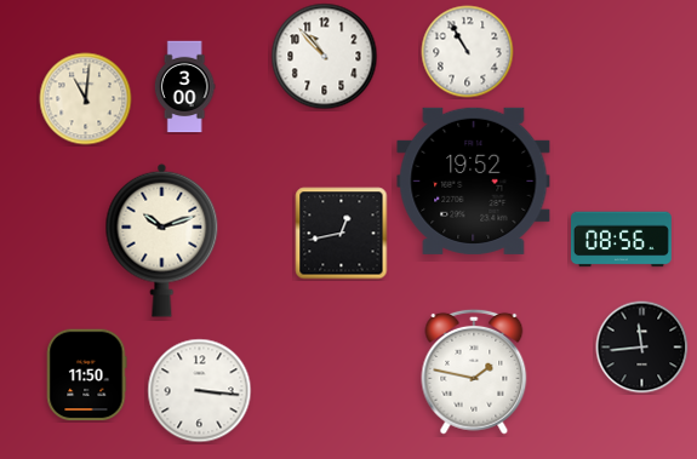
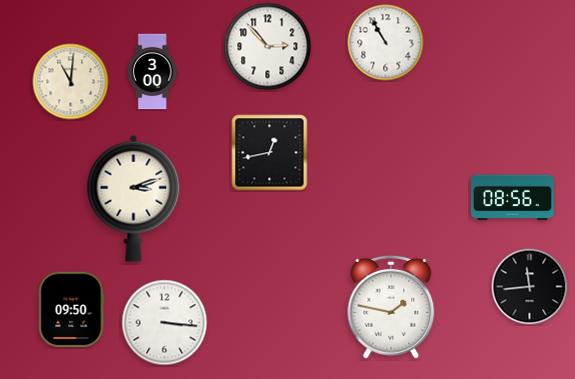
clock at (325, 57): 10:53 -> 2:53
clock at (474, 180): 19:52 -> none
clock at (342, 234) position: (342, 234) -> (270, 153)
clock at (162, 240): 10:12 -> 3:12
clock at (86, 375): 11:50 -> 09:50
